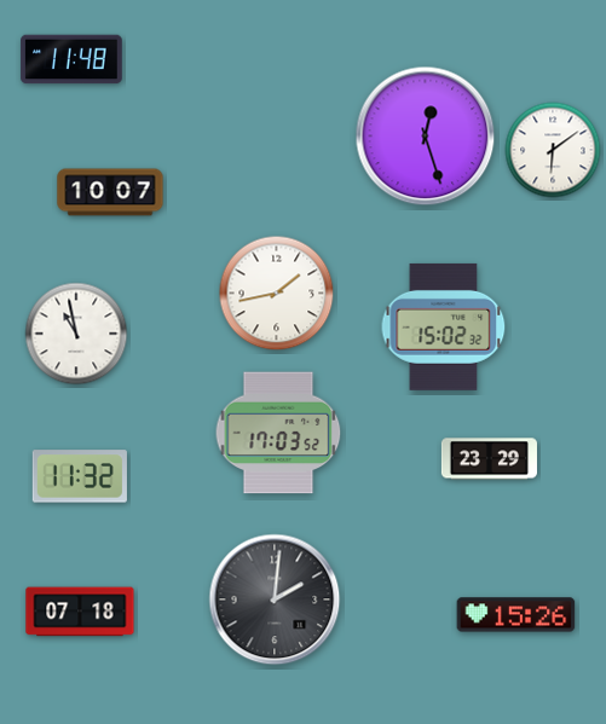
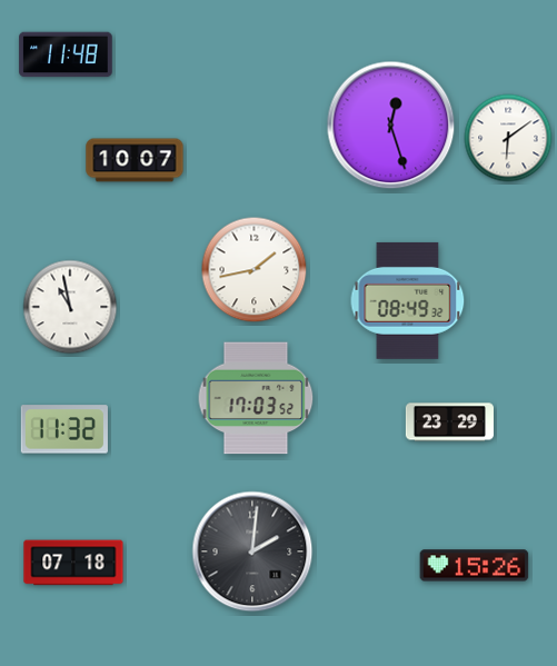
clock at (110, 192) position: (110, 192) -> (135, 160)
clock at (444, 326): 15:02 -> 08:49
clock at (80, 476) position: (80, 476) -> (64, 429)
